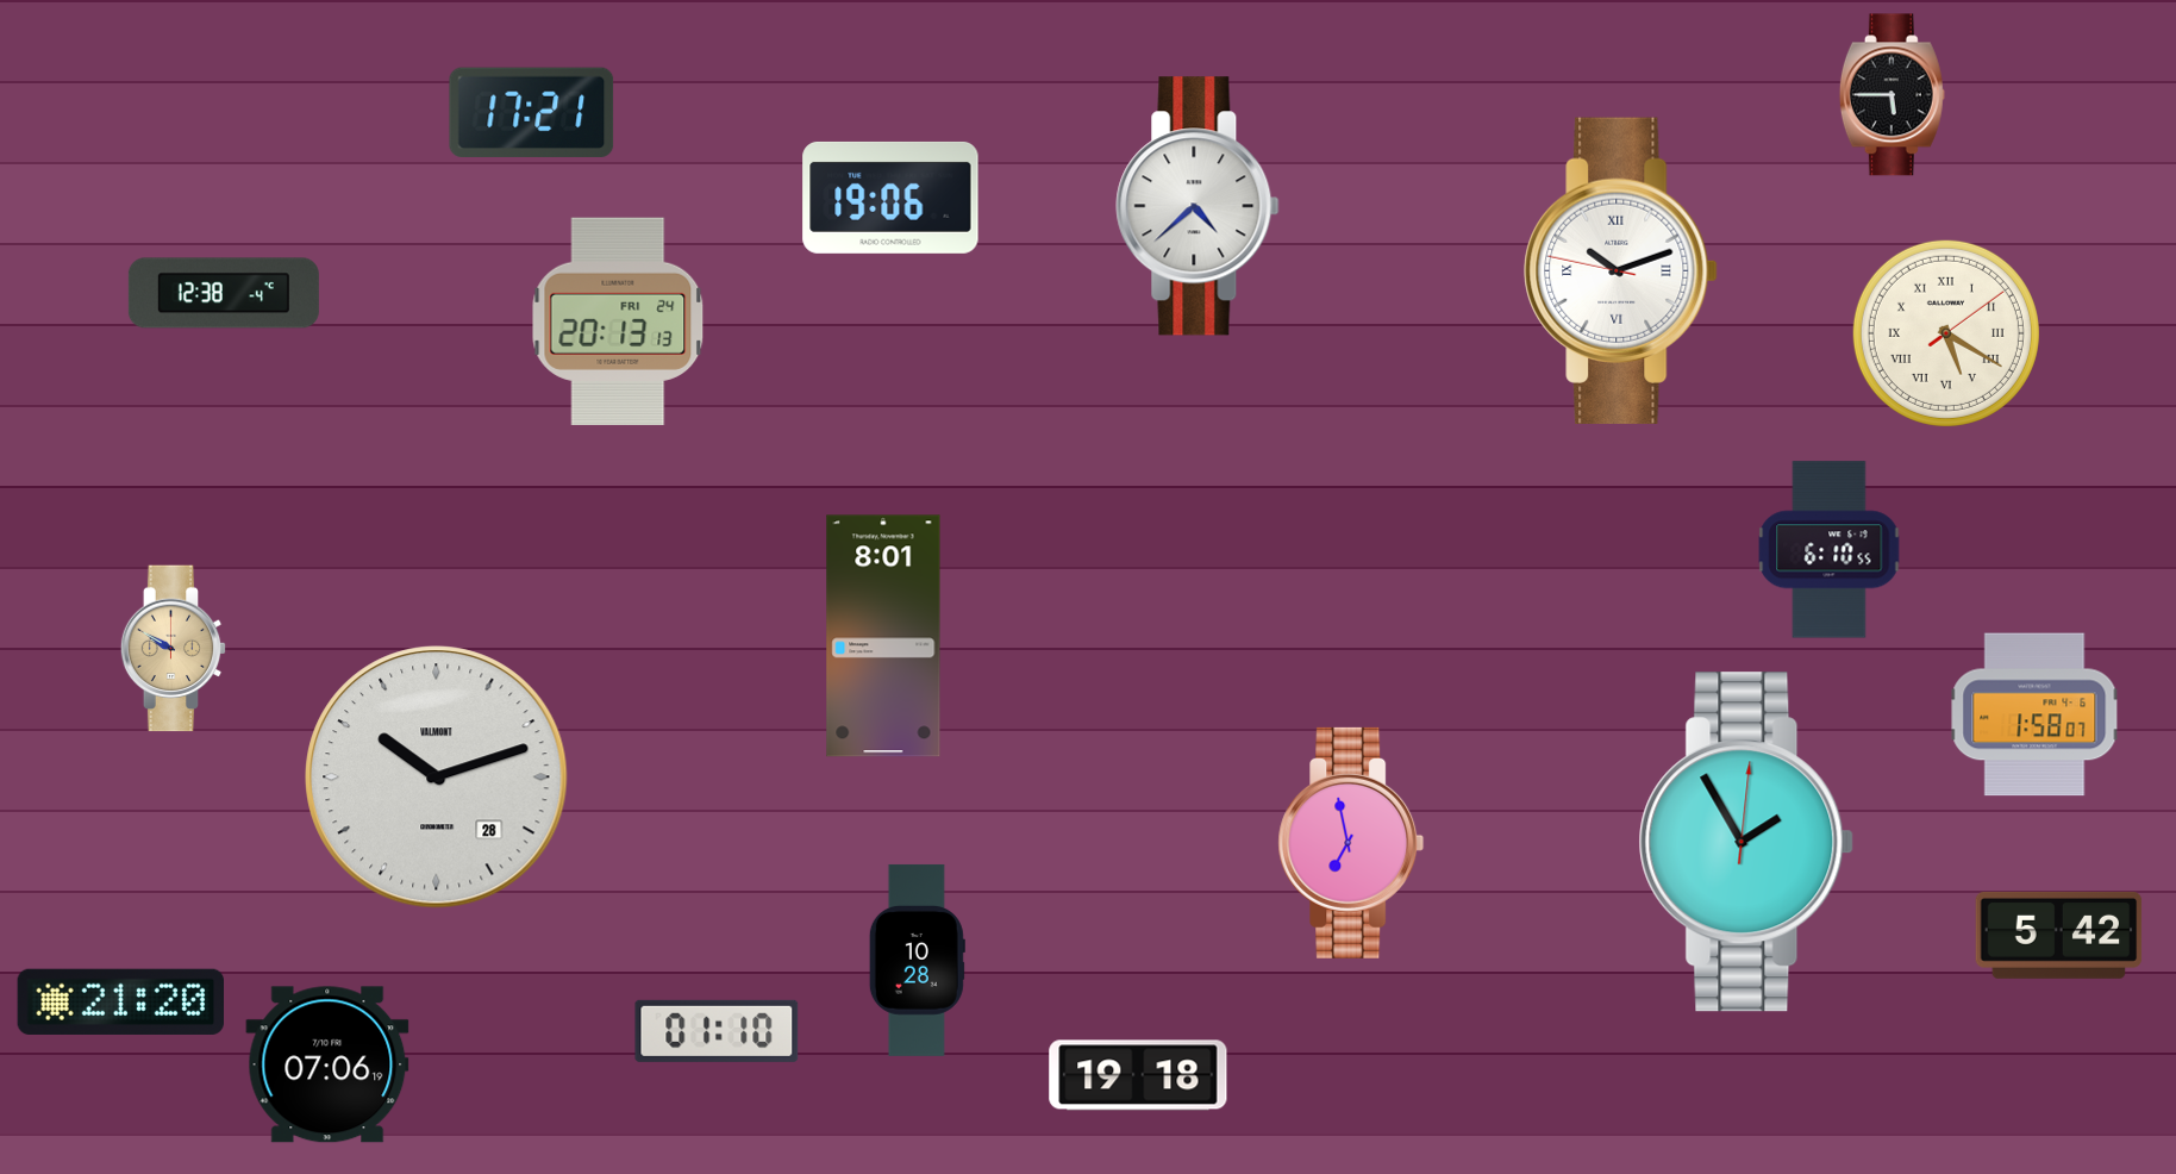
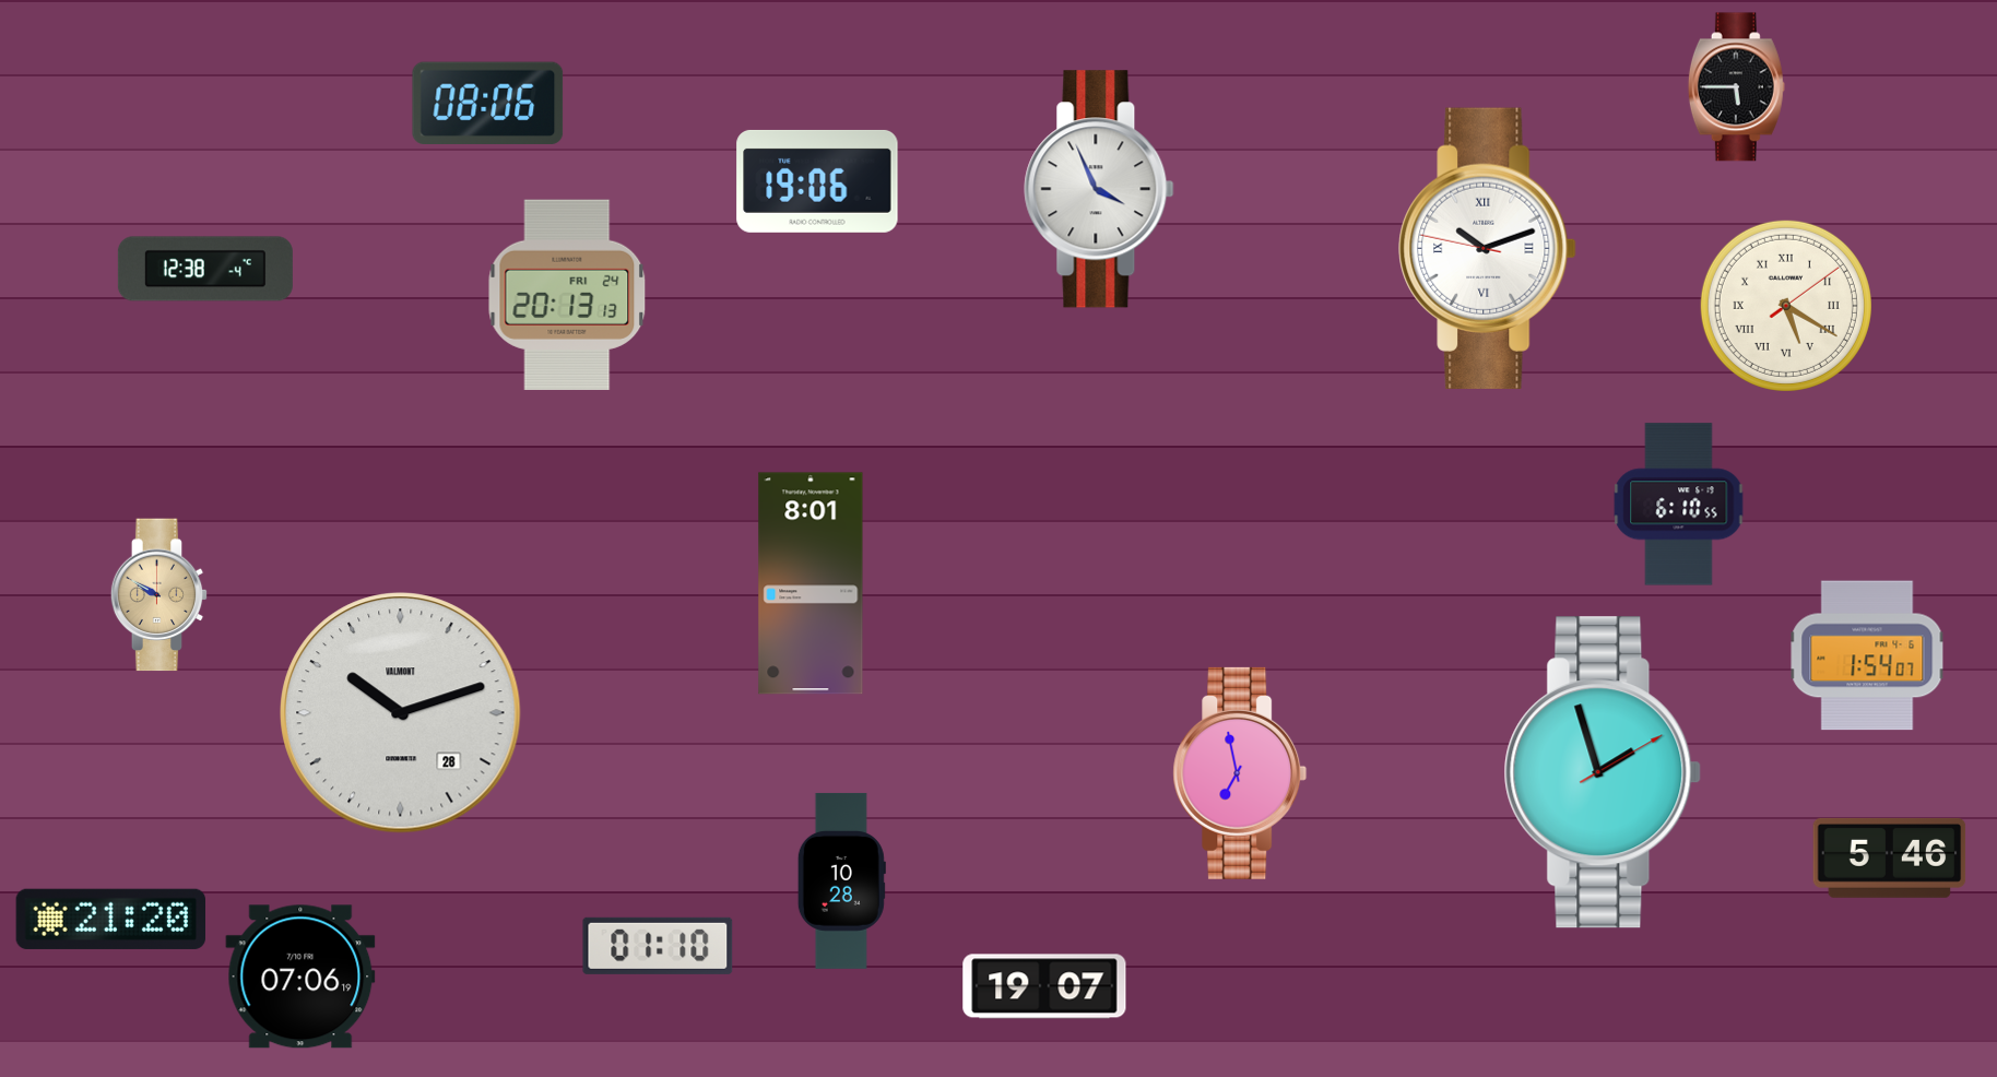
clock at (532, 112): 17:21 -> 08:06
clock at (1198, 206): 4:38 -> 3:56
clock at (2034, 714): 1:58 -> 1:54
clock at (1746, 842): 1:55 -> 1:57
clock at (2059, 935): 5:42 -> 5:46
clock at (1138, 1075): 19:18 -> 19:07
